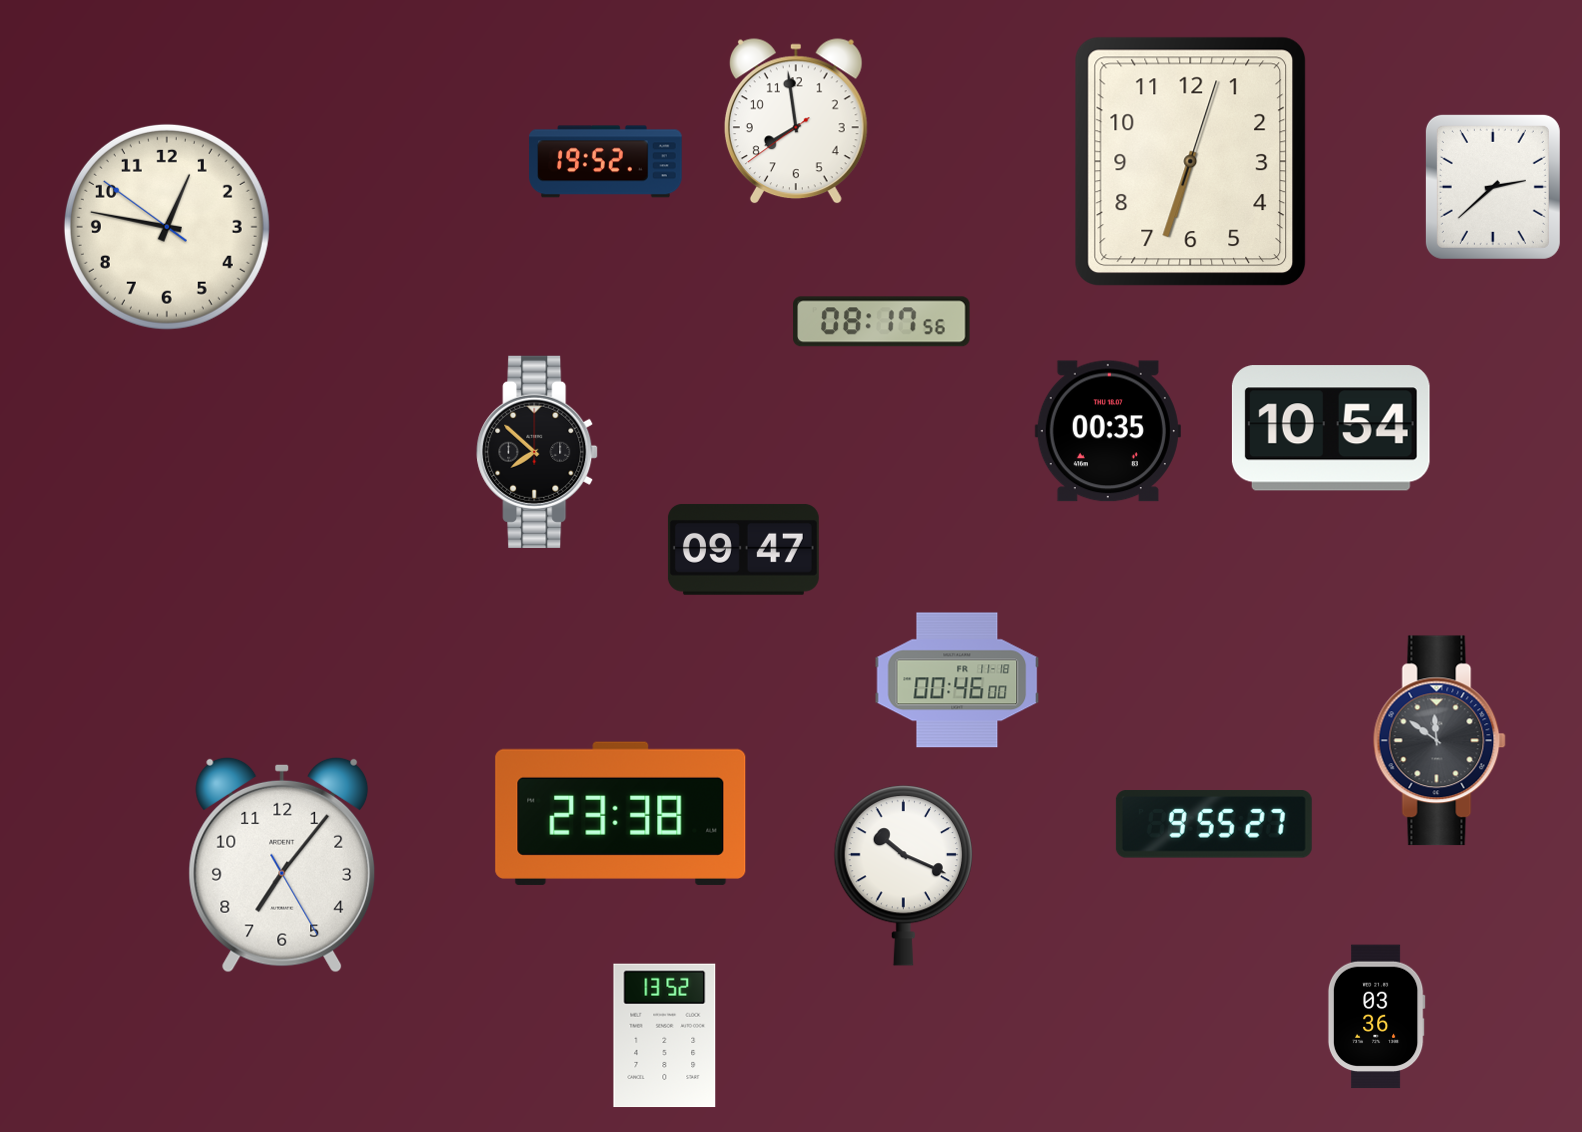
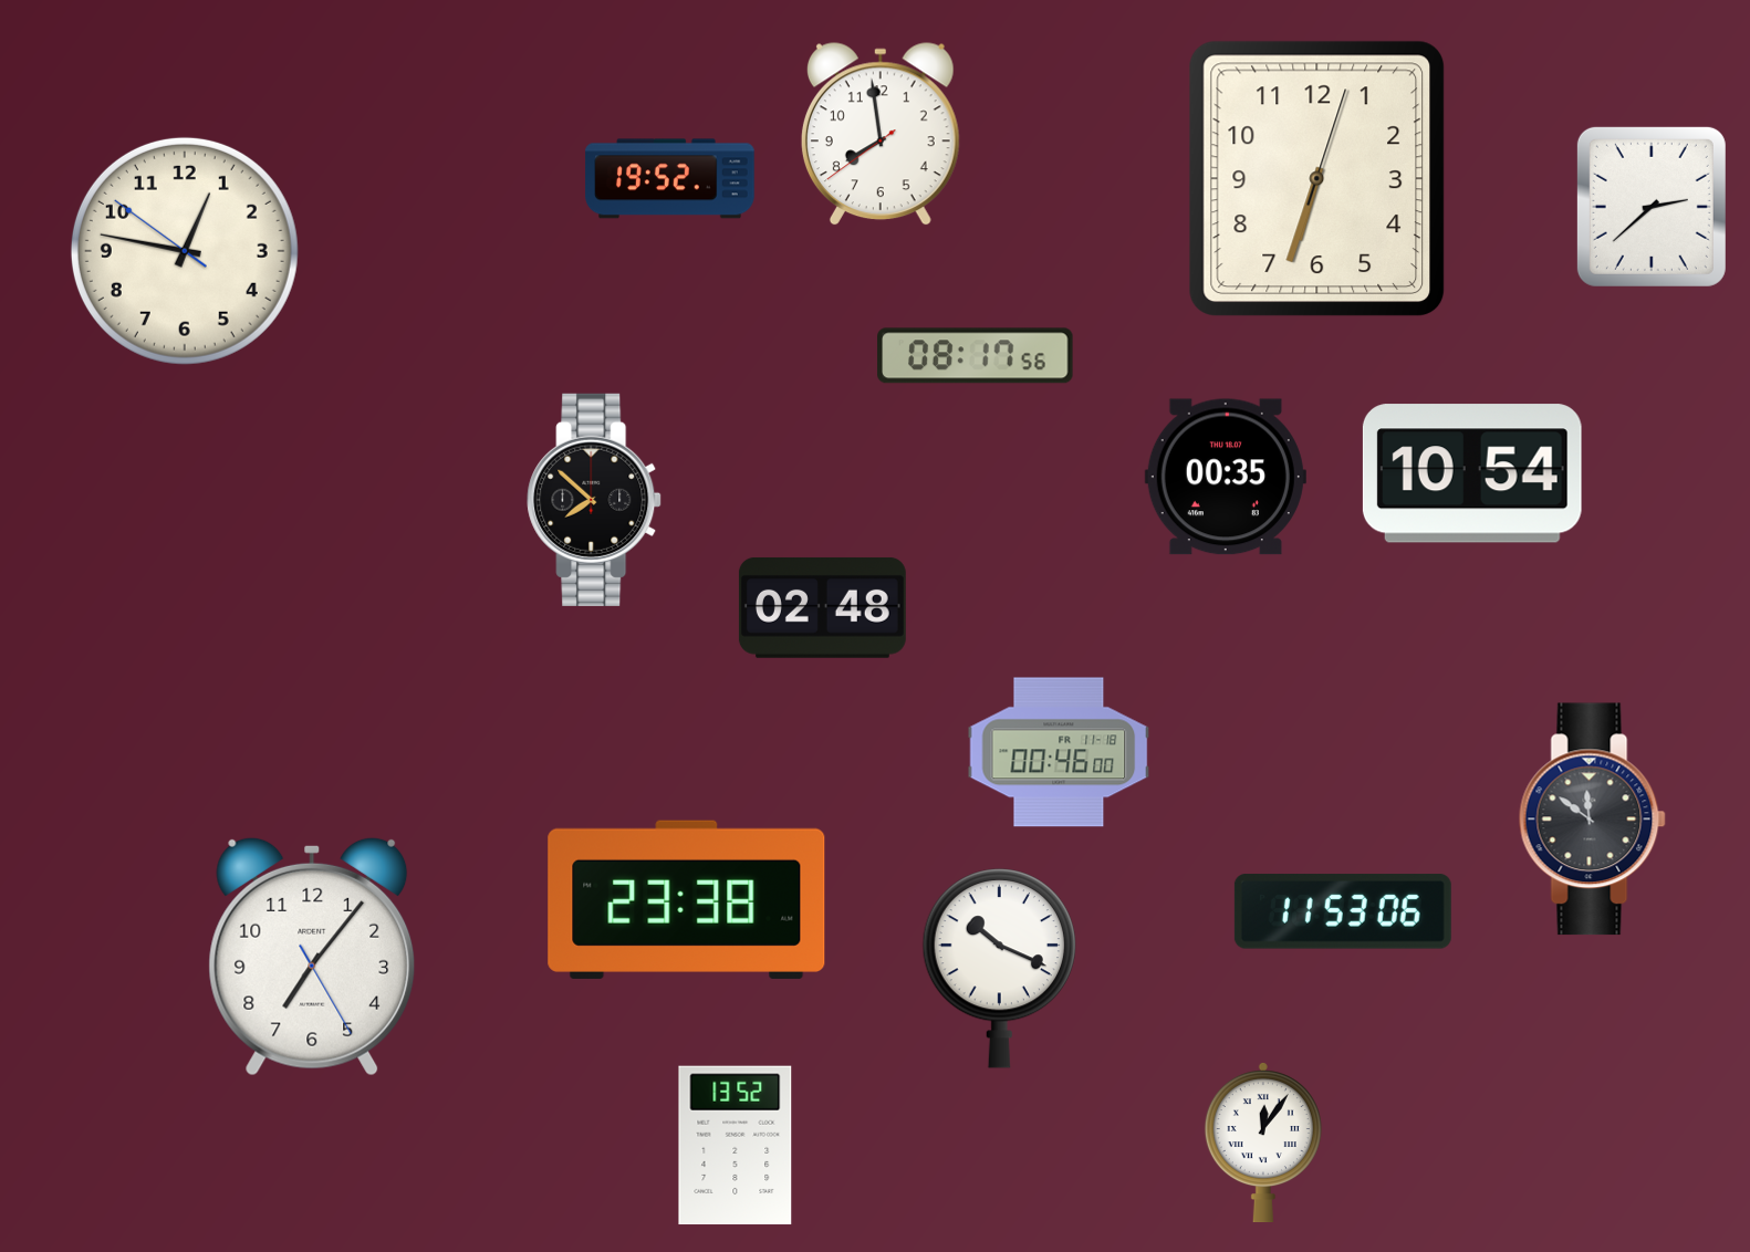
clock at (743, 549): 09:47 -> 02:48
clock at (1214, 824): 9:55 -> 11:53
clock at (1376, 1017): 03:36 -> none
clock at (1263, 1143): none -> 12:06
